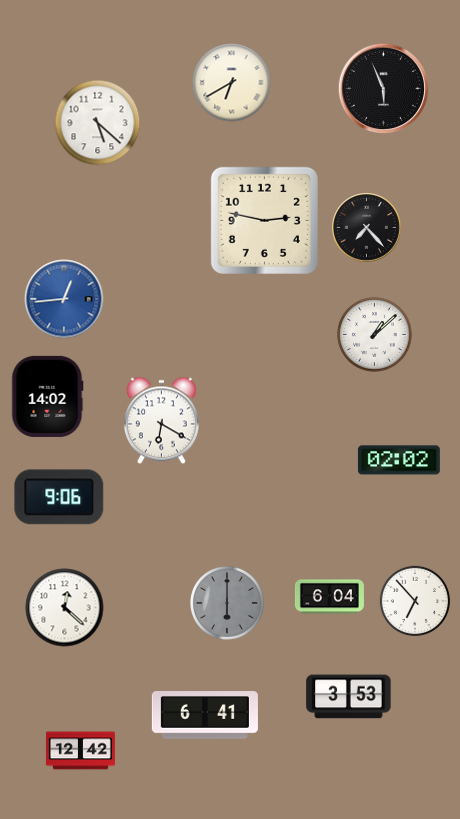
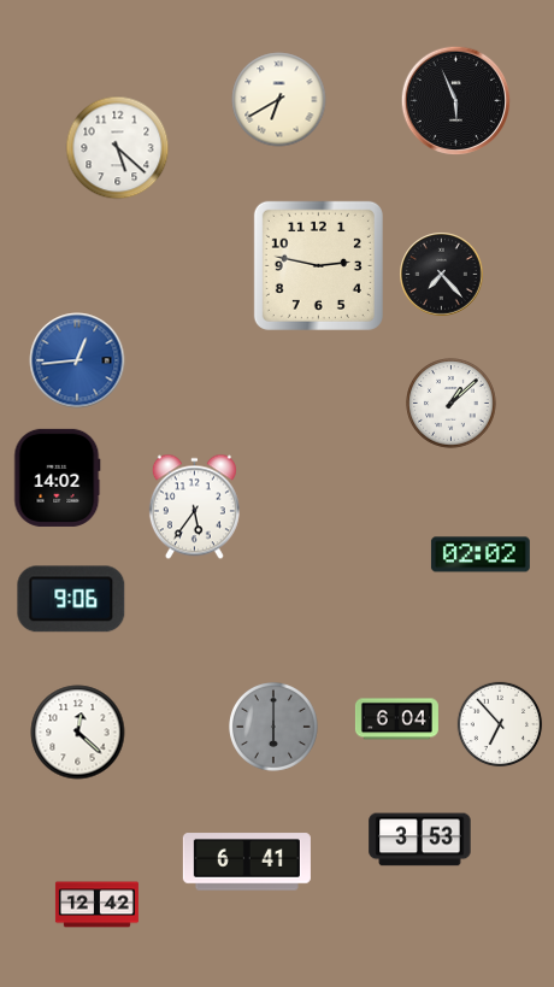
clock at (384, 89) position: (384, 89) -> (456, 101)
clock at (161, 421): 6:20 -> 5:36
